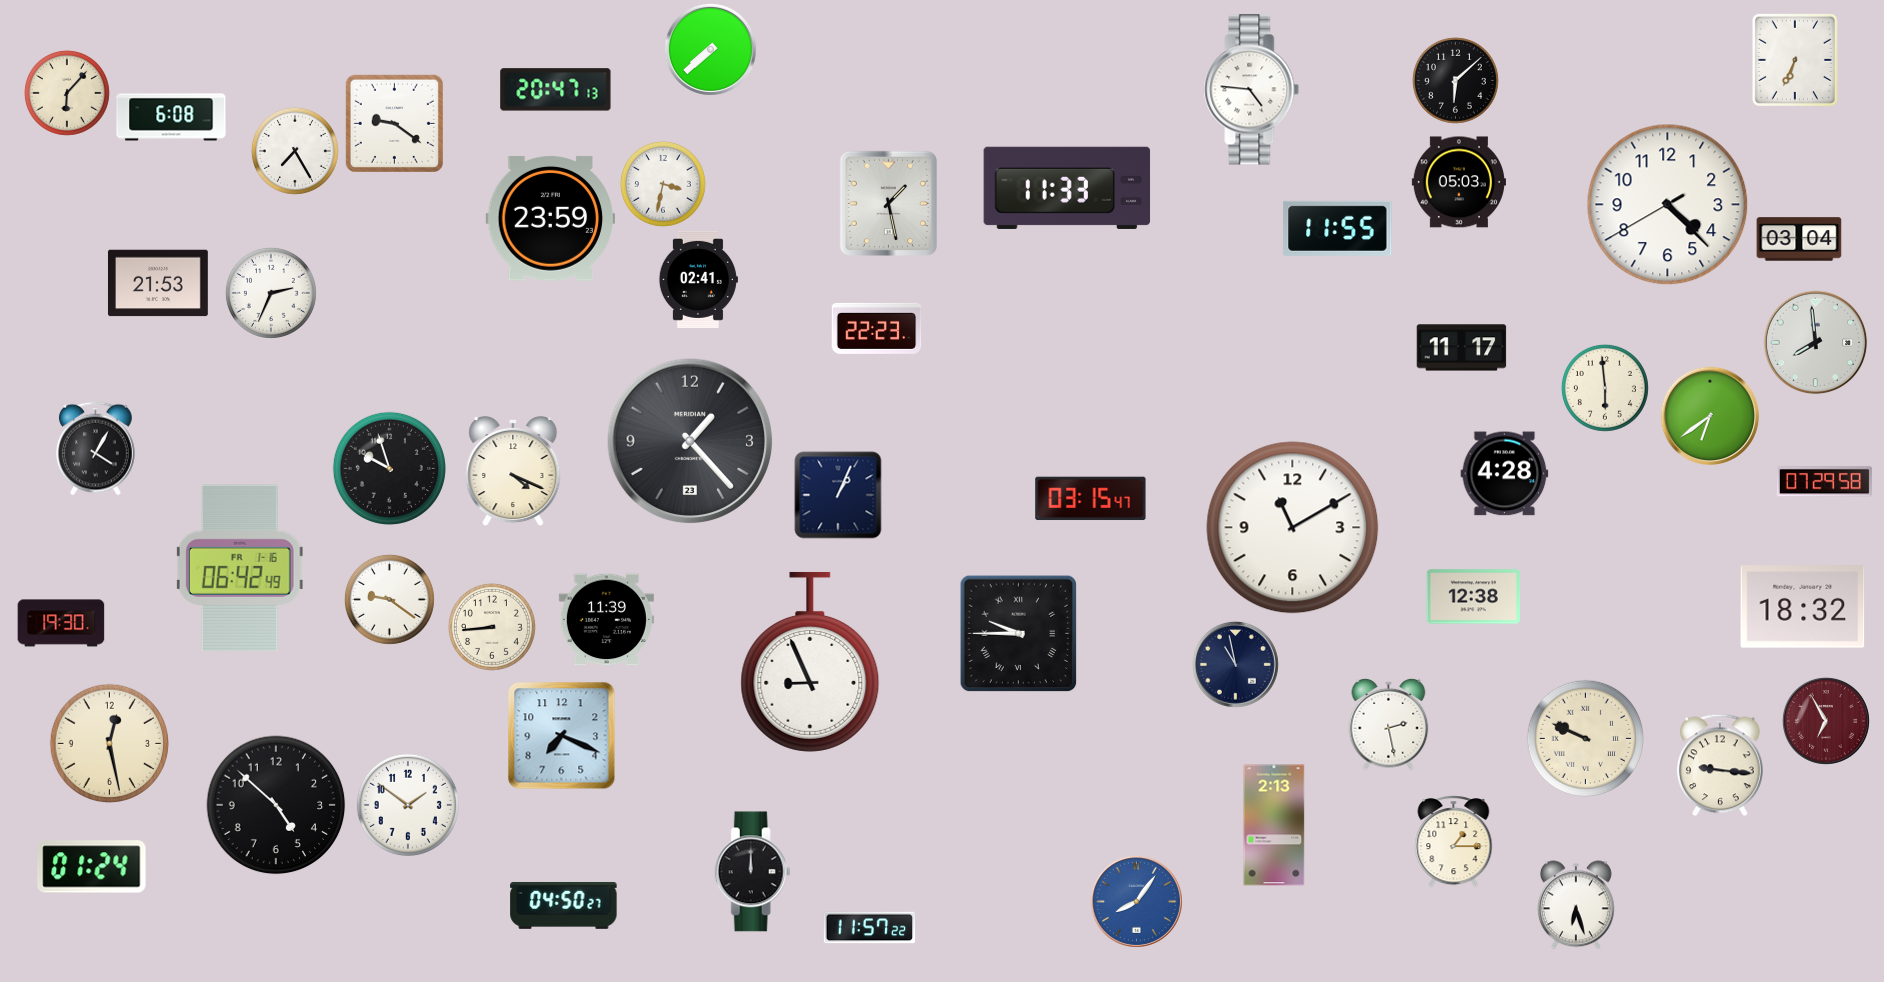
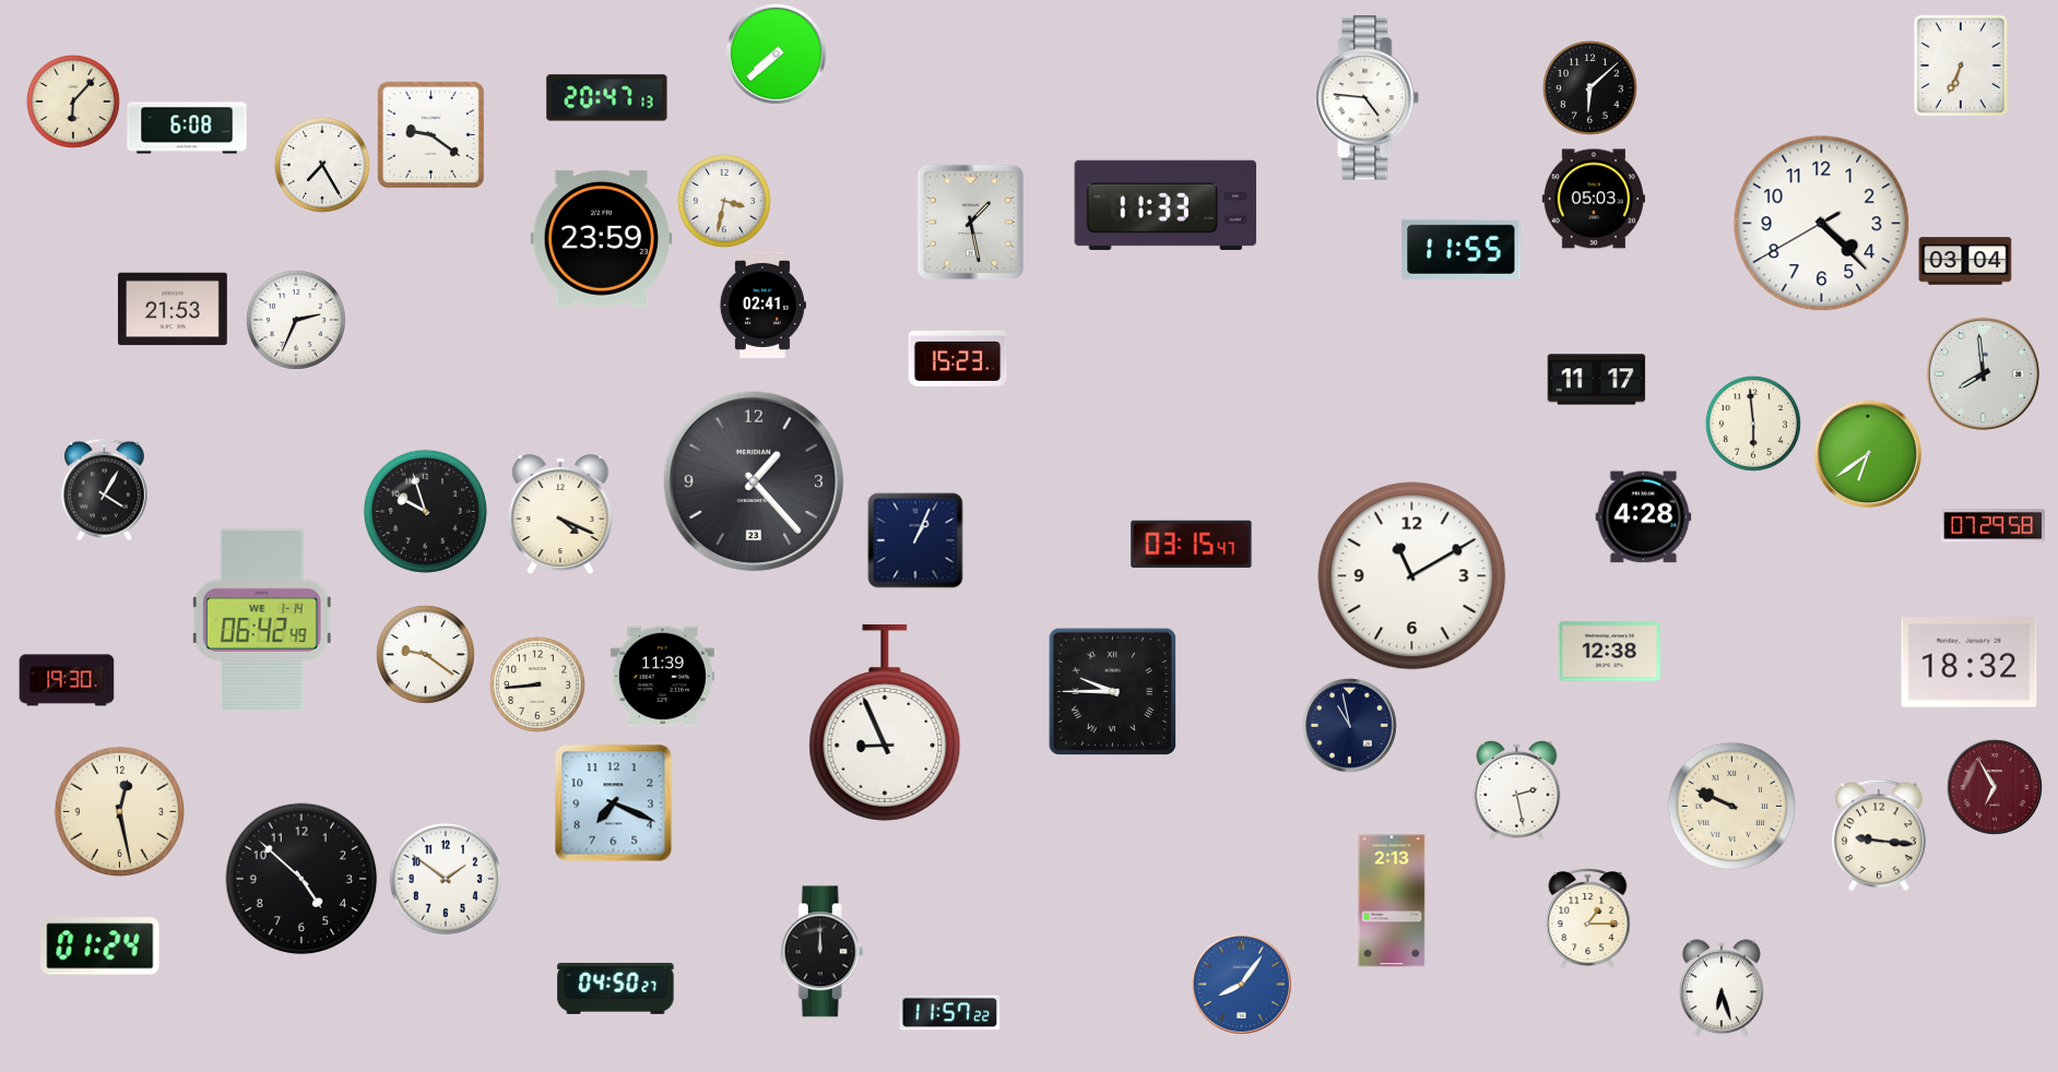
clock at (877, 328): 22:23 -> 15:23
clock at (240, 568) date: FR 1-16 -> WE 1-14
